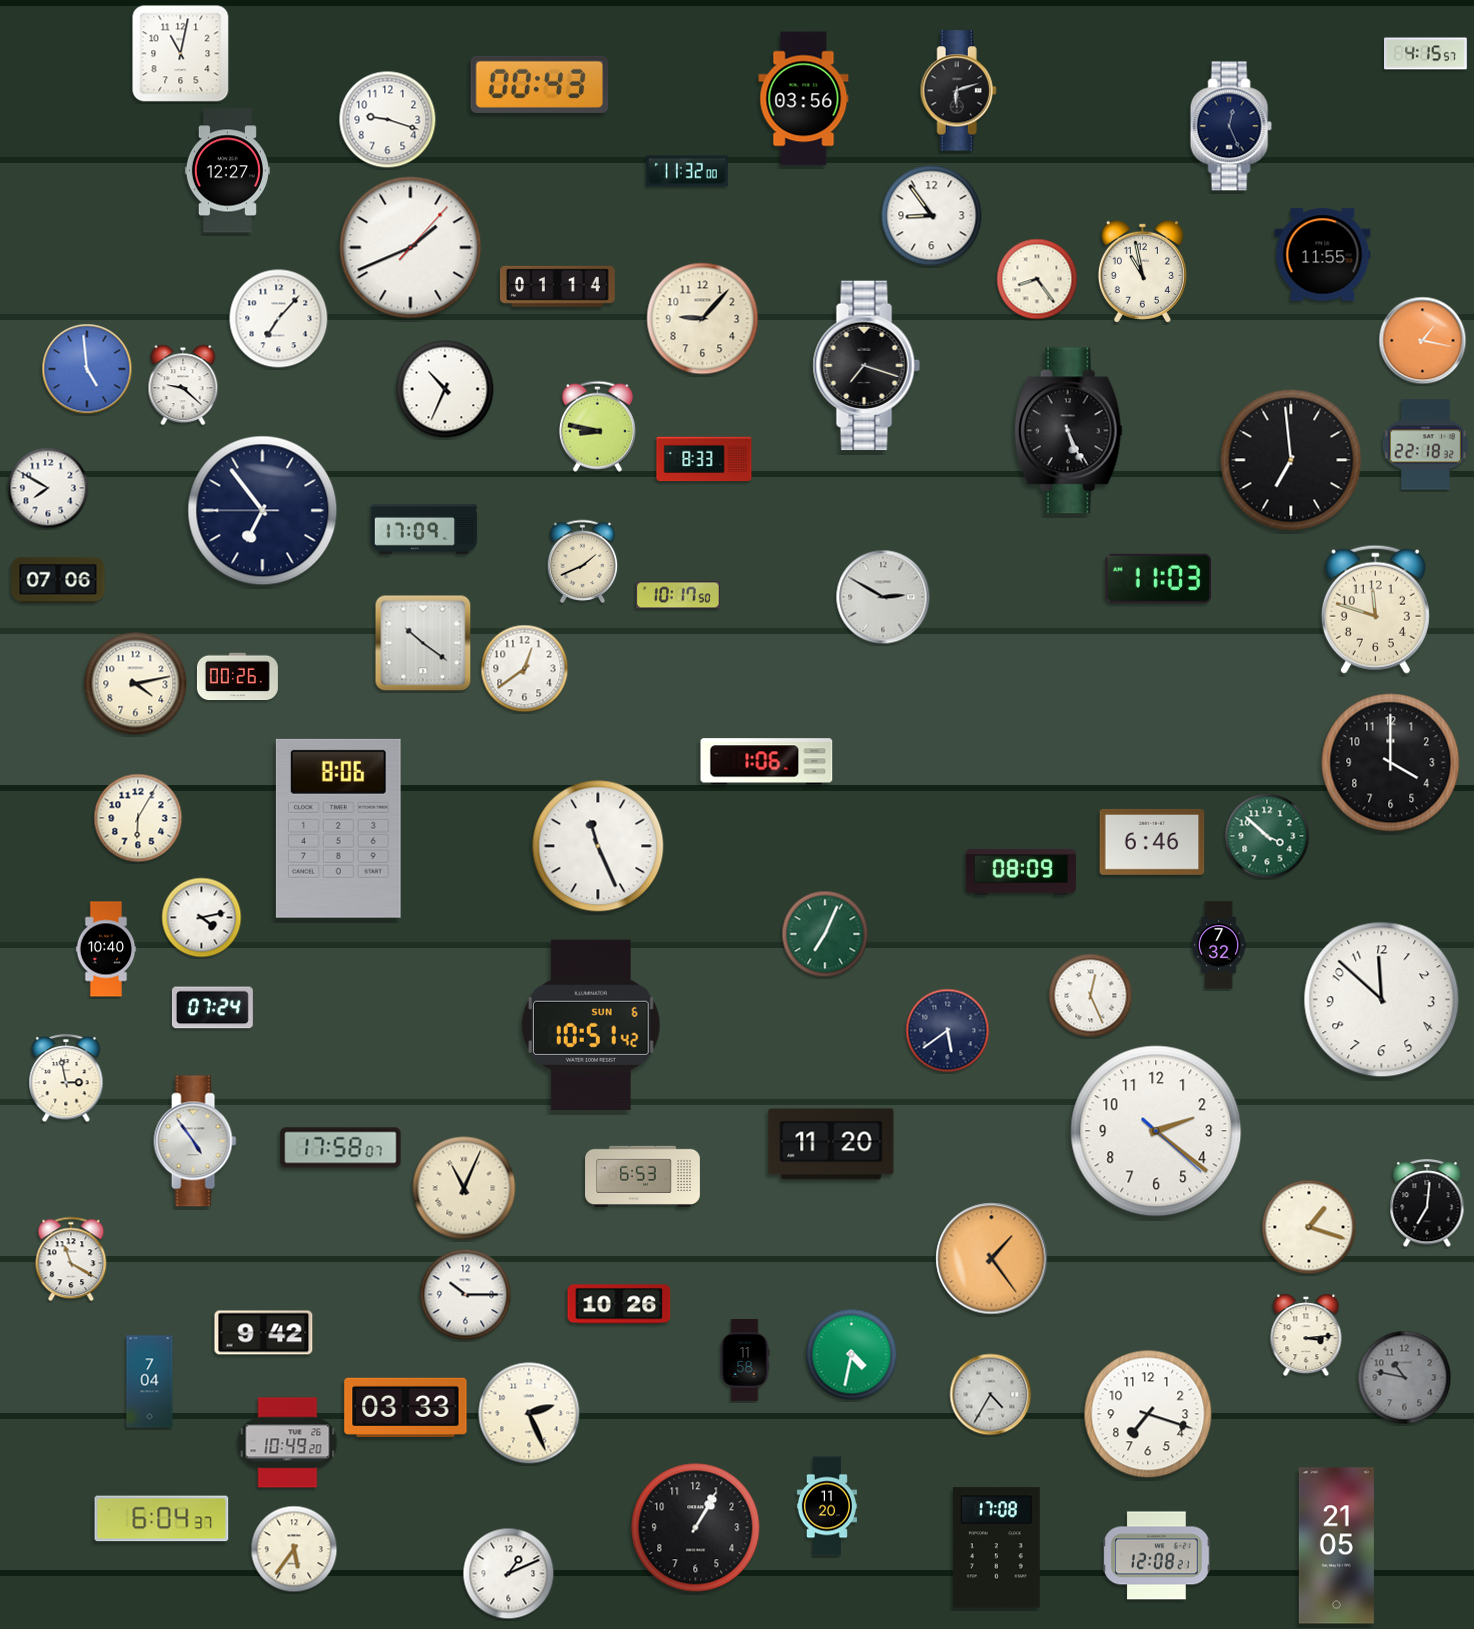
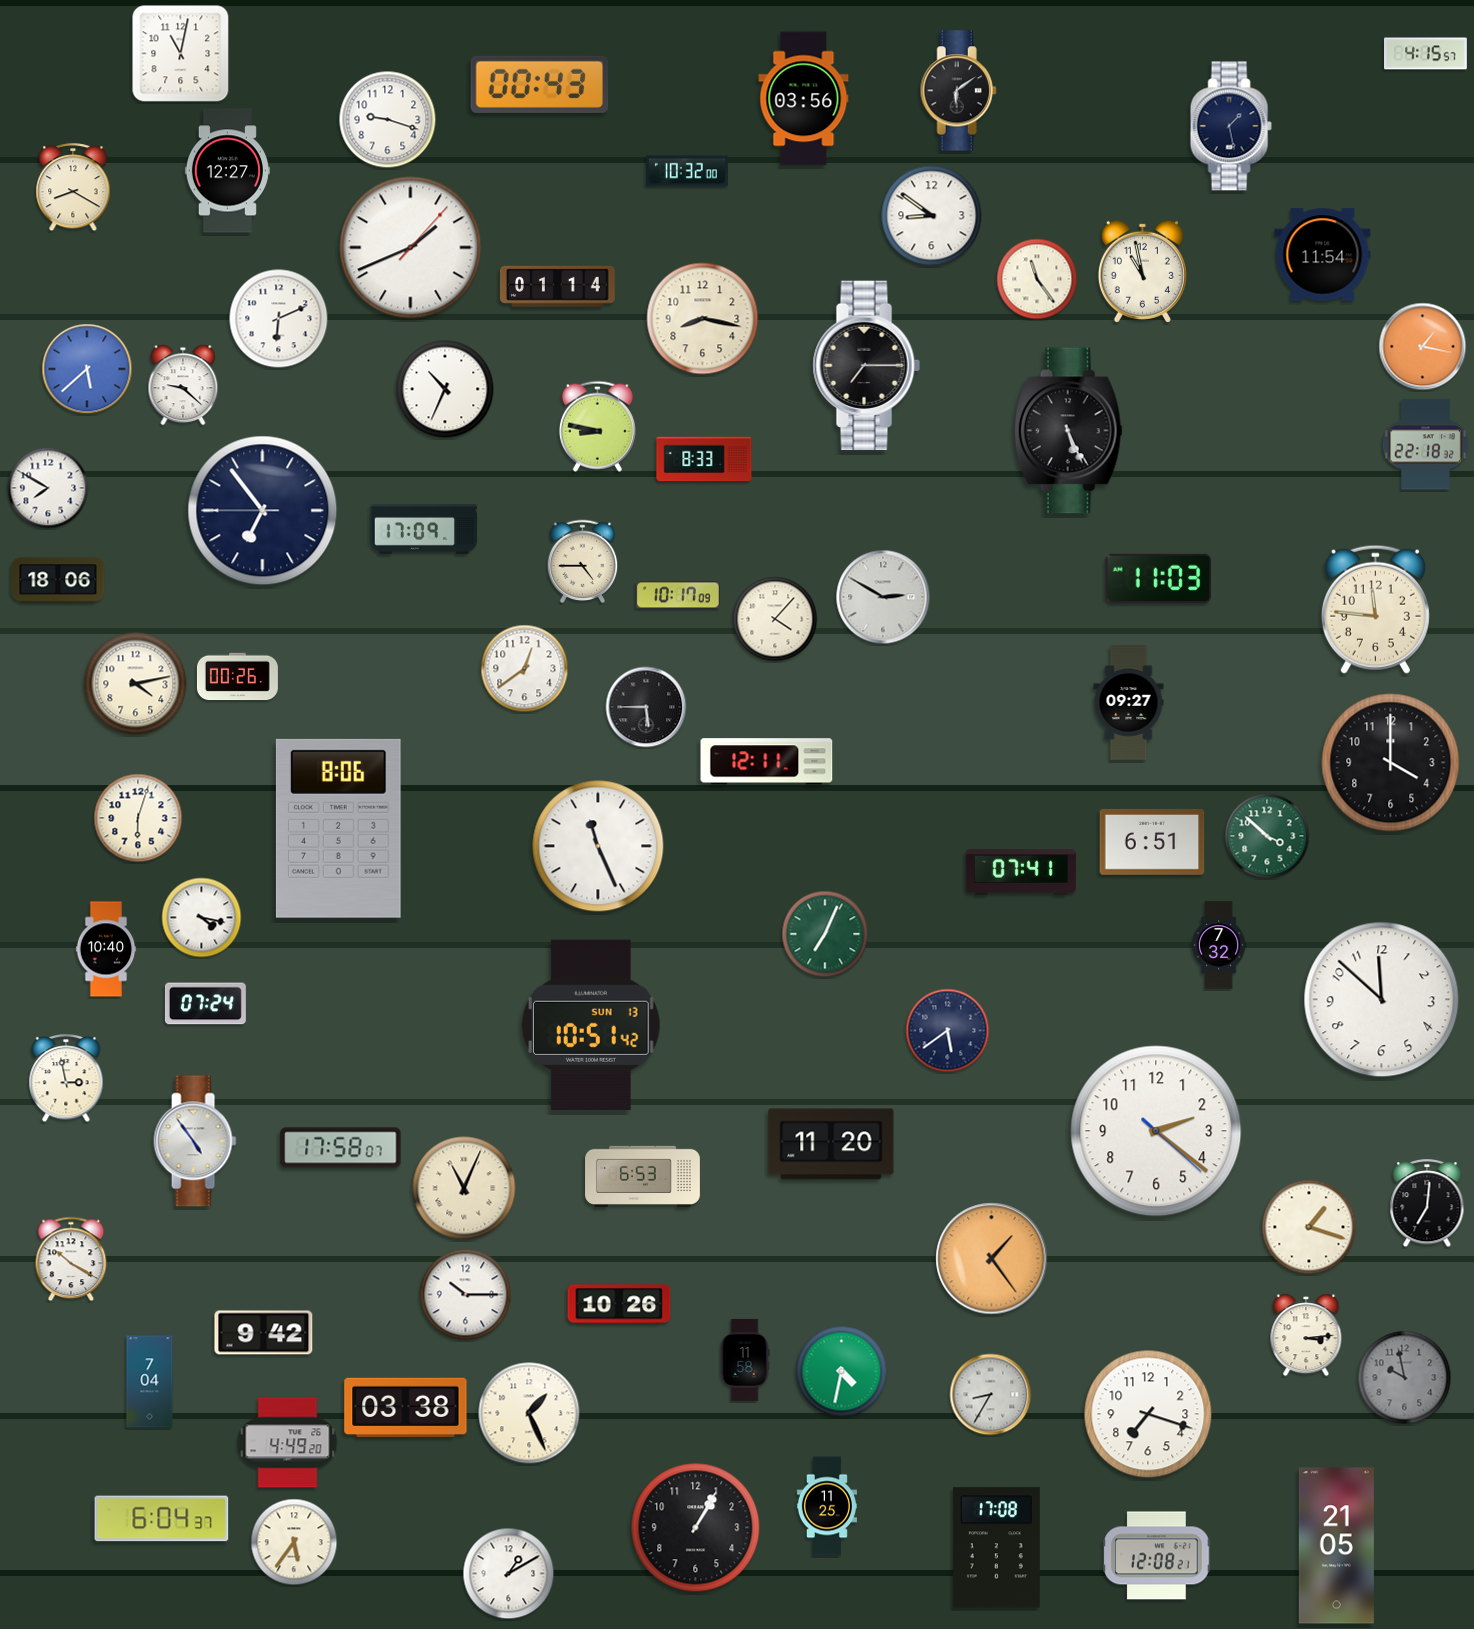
clock at (958, 91): 6:12 -> 6:09
clock at (1231, 126): 12:26 -> 1:28
clock at (687, 171): 11:32 -> 10:32
clock at (73, 188): none -> 8:20
clock at (932, 216): 8:54 -> 8:51
clock at (1323, 255): 11:55 -> 11:54
clock at (1037, 279): 8:24 -> 11:24
clock at (279, 319): 7:07 -> 6:11
clock at (703, 319): 9:07 -> 8:17
clock at (1423, 341) position: (1423, 341) -> (1423, 347)
clock at (866, 366): 7:18 -> 7:15
clock at (87, 369): 4:59 -> 5:38
clock at (1291, 460): 6:59 -> none
clock at (583, 562): 1:41 -> 4:45
clock at (58, 580): 07:06 -> 18:06
clock at (679, 595): 10:17:50 -> 10:17:09
clock at (1375, 609): 11:48 -> 11:46
clock at (775, 619): none -> 4:07
clock at (423, 643): 10:21 -> none
clock at (1129, 703): none -> 09:27
clock at (646, 707): none -> 5:45
clock at (767, 762): 1:06 -> 12:11
clock at (138, 818): 6:05 -> 6:03
clock at (1152, 842): 6:46 -> 6:51
clock at (1021, 872): 08:09 -> 07:41
clock at (202, 918): 4:13 -> 4:17
clock at (1091, 996): 12:26 -> none
clock at (212, 1008) position: (212, 1008) -> (205, 1004)
clock at (591, 1025) date: SUN 6 -> SUN 13
clock at (71, 1259): 11:20 -> 10:20
clock at (852, 1355) position: (852, 1355) -> (842, 1372)
clock at (1405, 1378): 10:47 -> 9:58
clock at (991, 1395): 4:35 -> 8:35
clock at (406, 1407): 03:33 -> 03:38
clock at (529, 1413): 2:26 -> 1:26
clock at (288, 1443): 10:49 -> 4:49
clock at (827, 1506): 11:20 -> 11:25
clock at (294, 1549) position: (294, 1549) -> (294, 1542)
clock at (509, 1574): 1:11 -> 1:10
